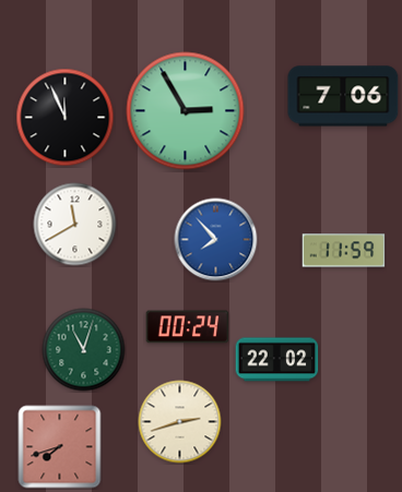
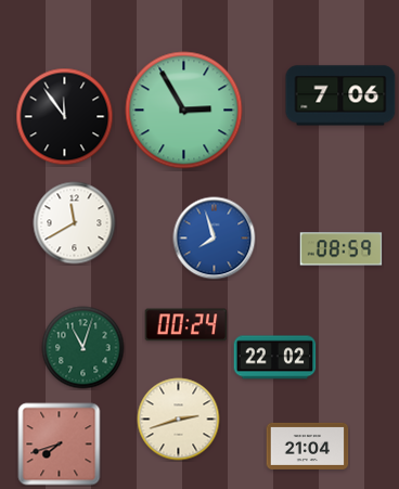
clock at (66, 118): 11:56 -> 11:54
clock at (216, 240): 7:53 -> 7:57
clock at (344, 251): 11:59 -> 08:59
clock at (308, 446): none -> 21:04
